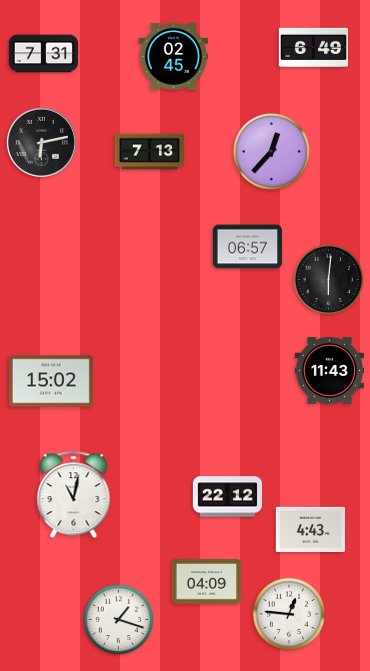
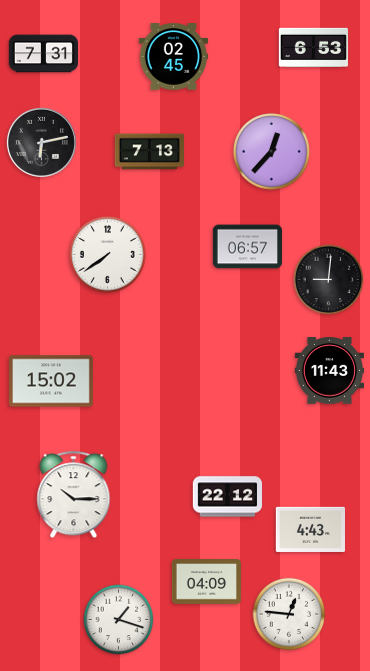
clock at (313, 47): 6:49 -> 6:53
clock at (108, 255): none -> 7:39
clock at (329, 280): 6:01 -> 9:01
clock at (74, 495): 11:02 -> 10:15
